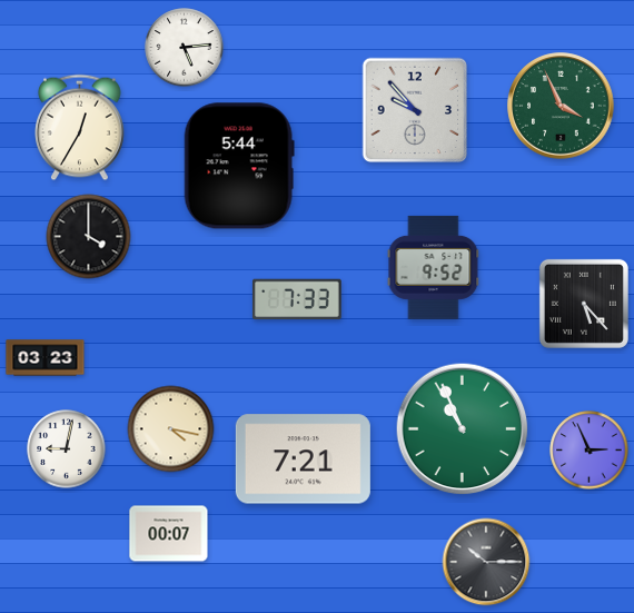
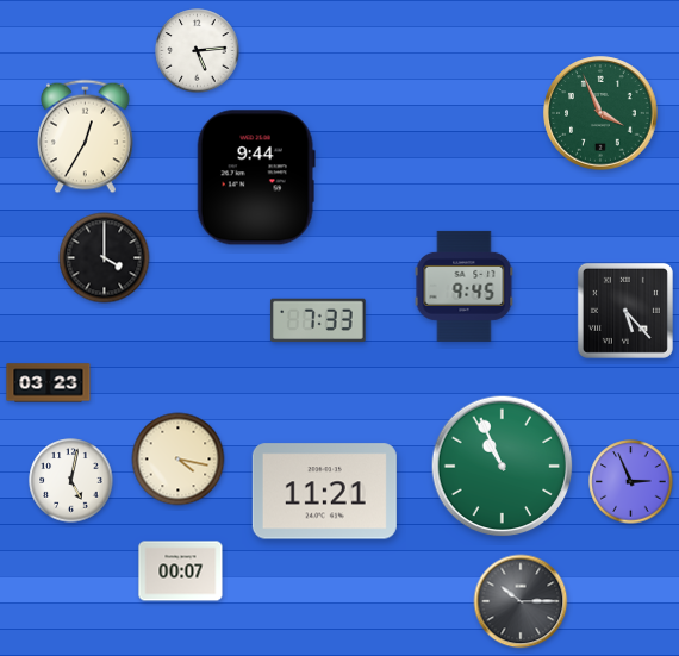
clock at (415, 110): 9:53 -> none
clock at (239, 166): 5:44 -> 9:44
clock at (89, 237) position: (89, 237) -> (105, 258)
clock at (434, 267): 9:52 -> 9:45
clock at (584, 304) position: (584, 304) -> (625, 311)
clock at (171, 429) position: (171, 429) -> (179, 460)
clock at (463, 429) position: (463, 429) -> (503, 467)
clock at (67, 449): 9:02 -> 5:02
clock at (303, 459): 7:21 -> 11:21
